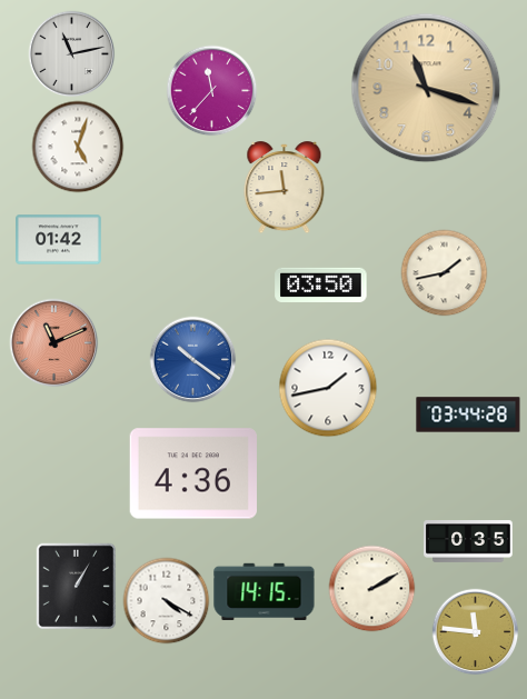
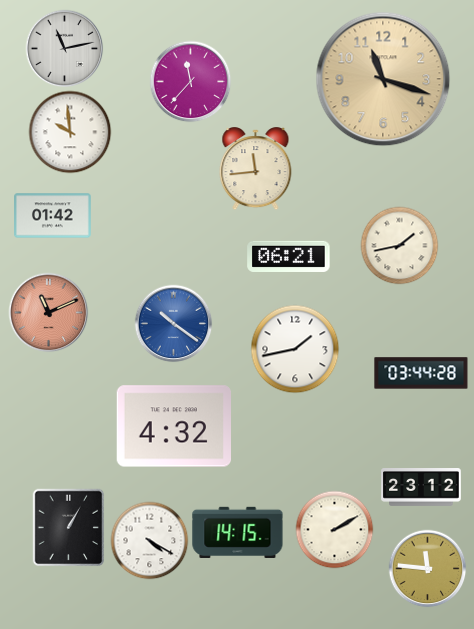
clock at (78, 147): 5:03 -> 9:59
clock at (321, 284): 03:50 -> 06:21
clock at (53, 342) position: (53, 342) -> (48, 312)
clock at (192, 473): 4:36 -> 4:32
clock at (468, 542): 0:35 -> 23:12
